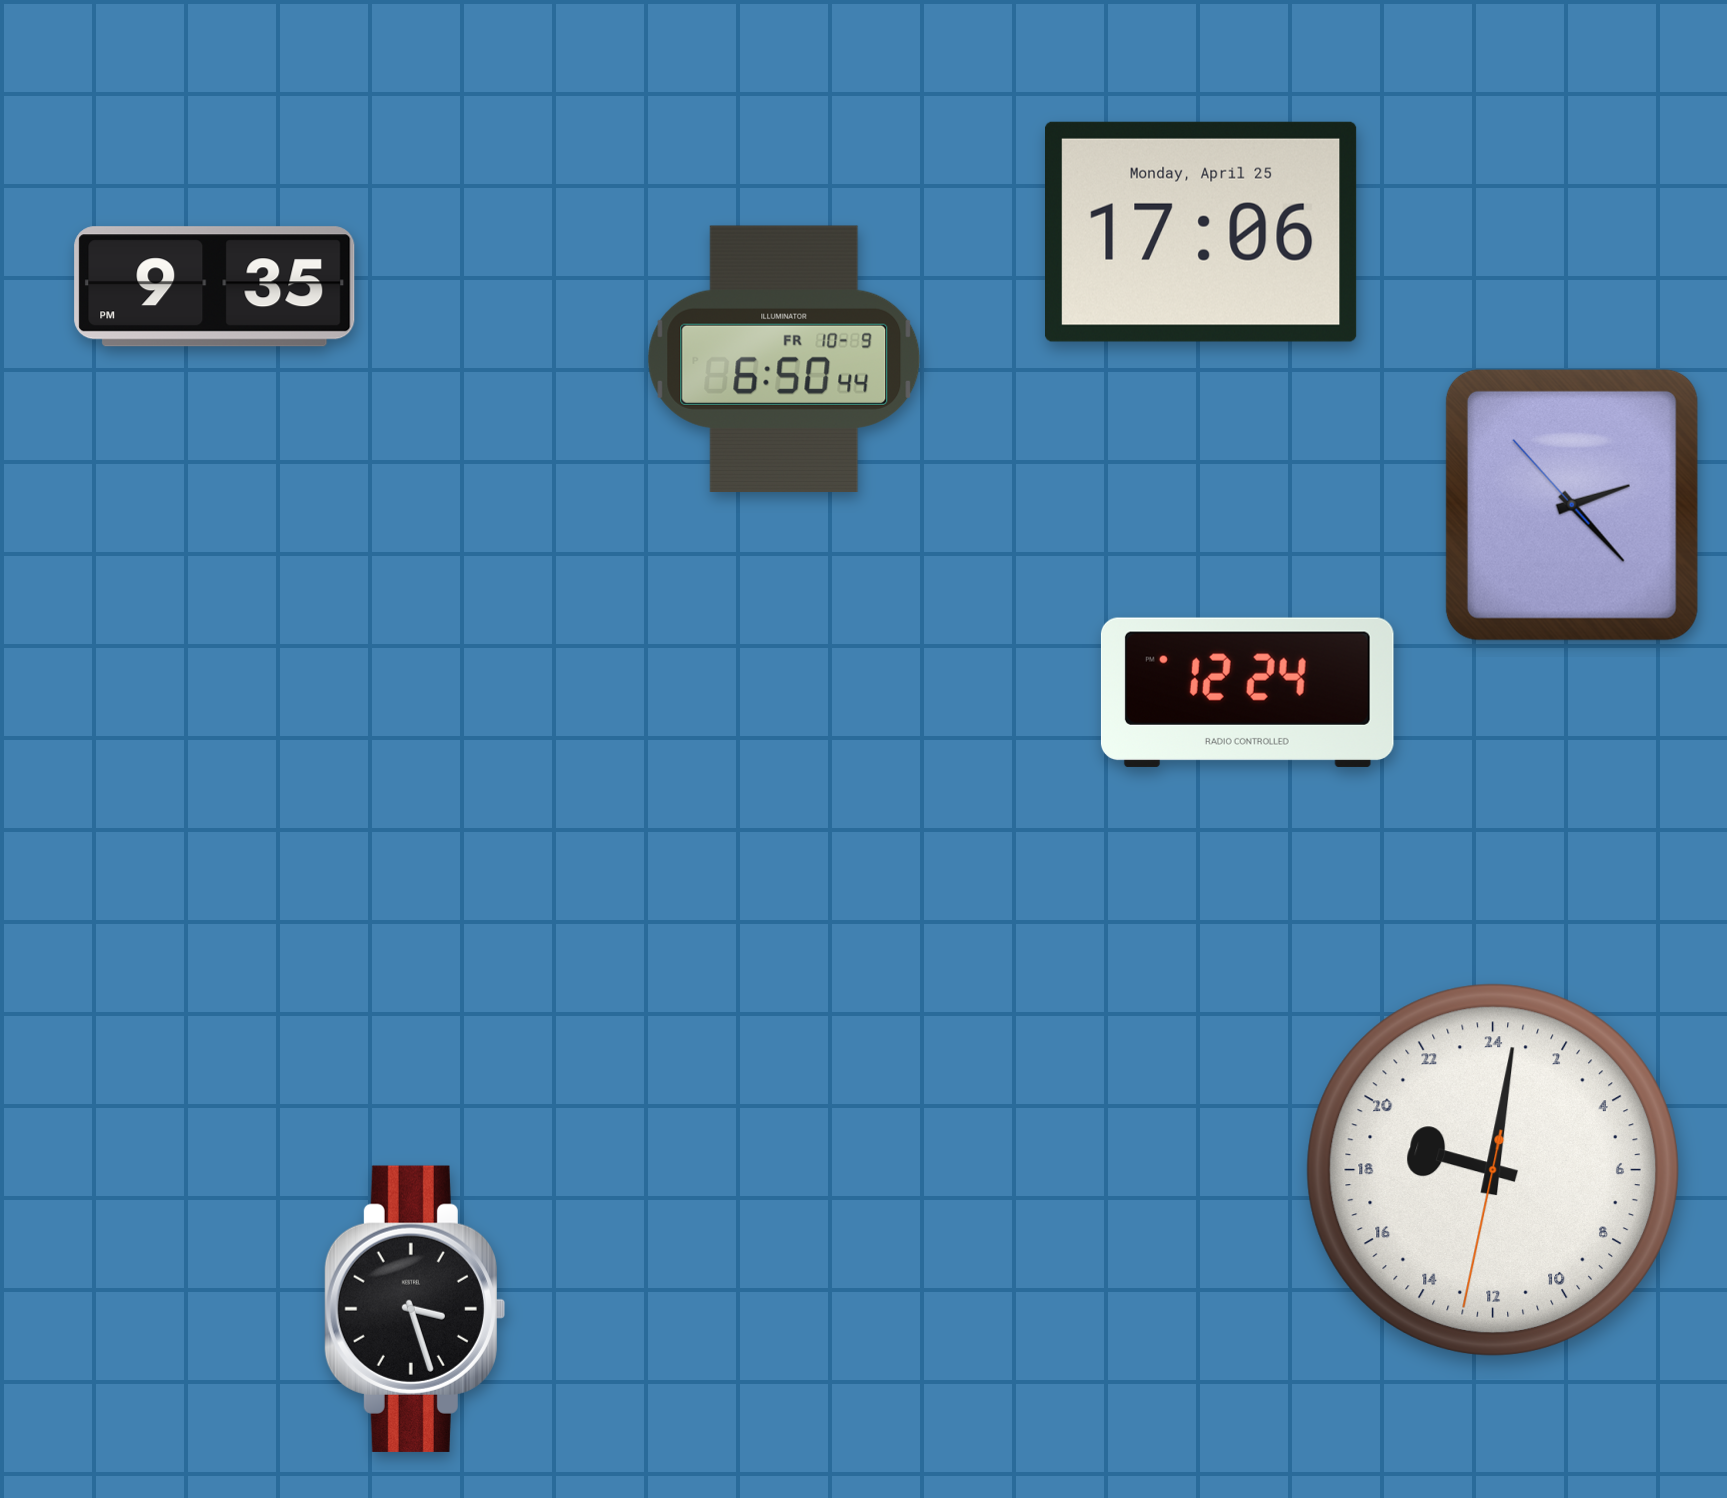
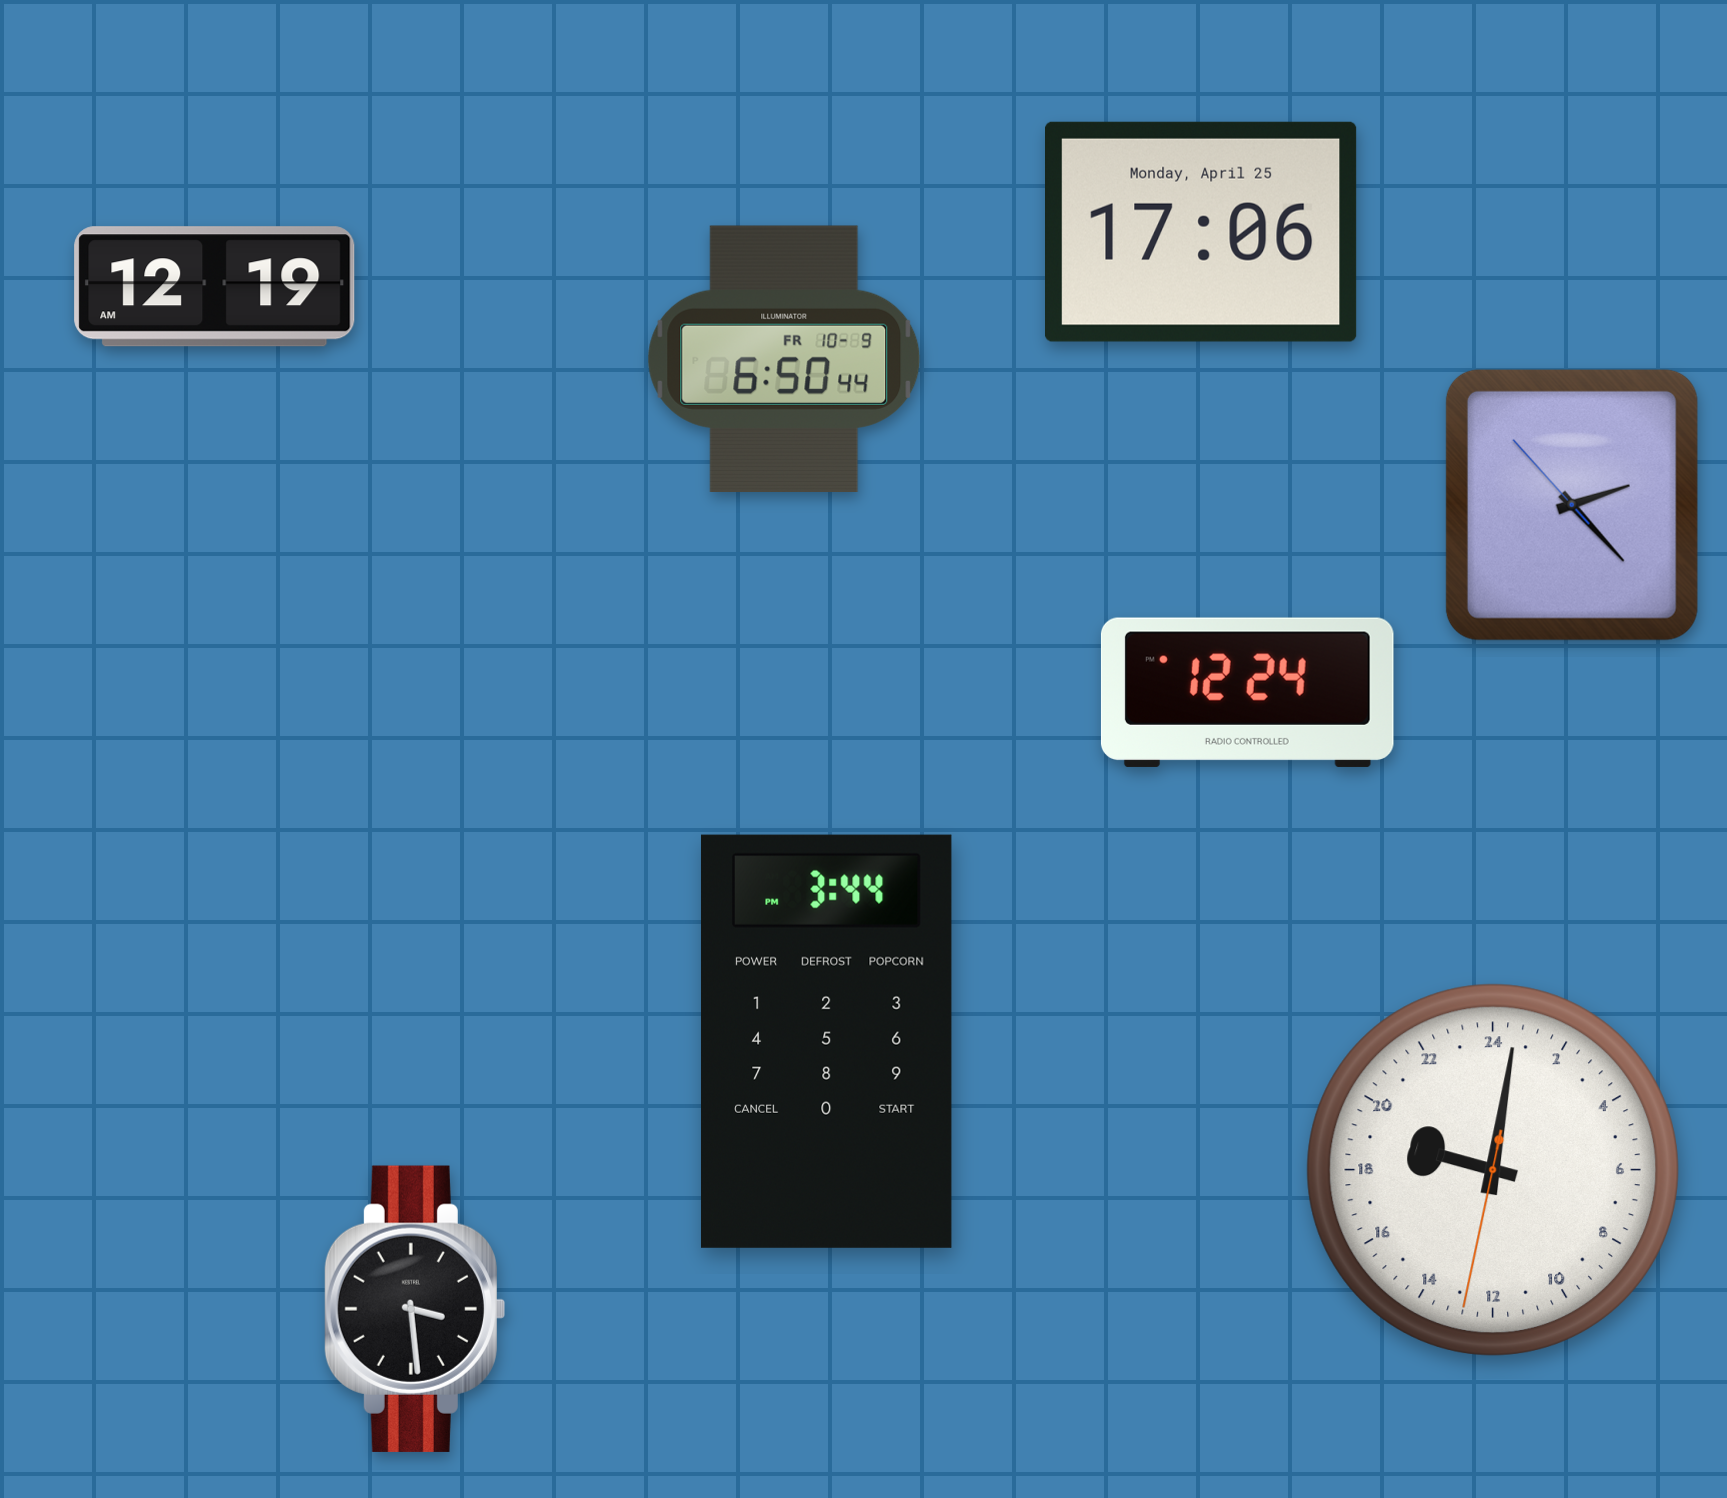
clock at (215, 287): 9:35 -> 12:19
clock at (826, 1041): none -> 3:44
clock at (414, 1309): 3:27 -> 3:29
